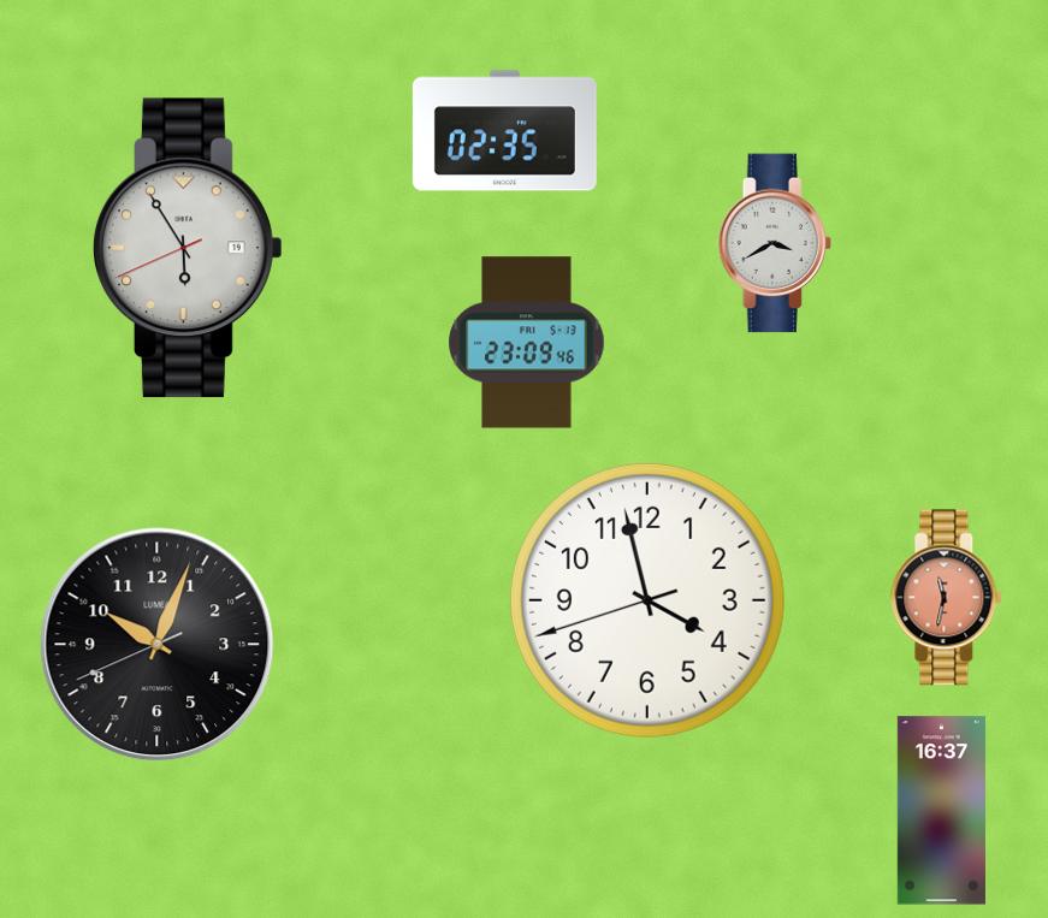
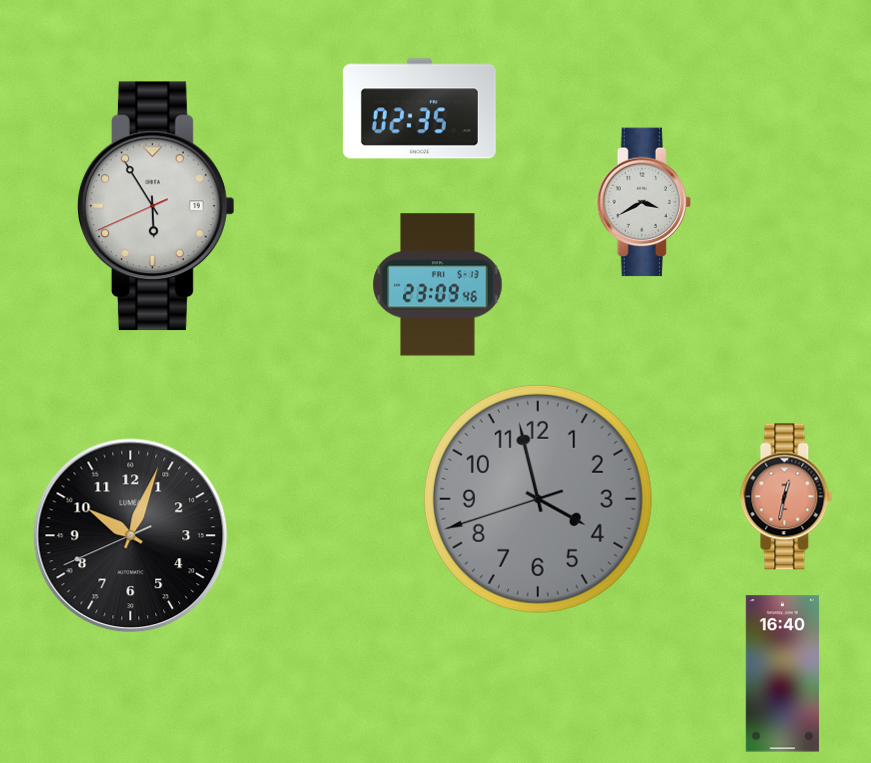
clock at (947, 598): 11:32 -> 12:32
clock at (647, 600) dial: white -> grey
clock at (941, 811): 16:37 -> 16:40
